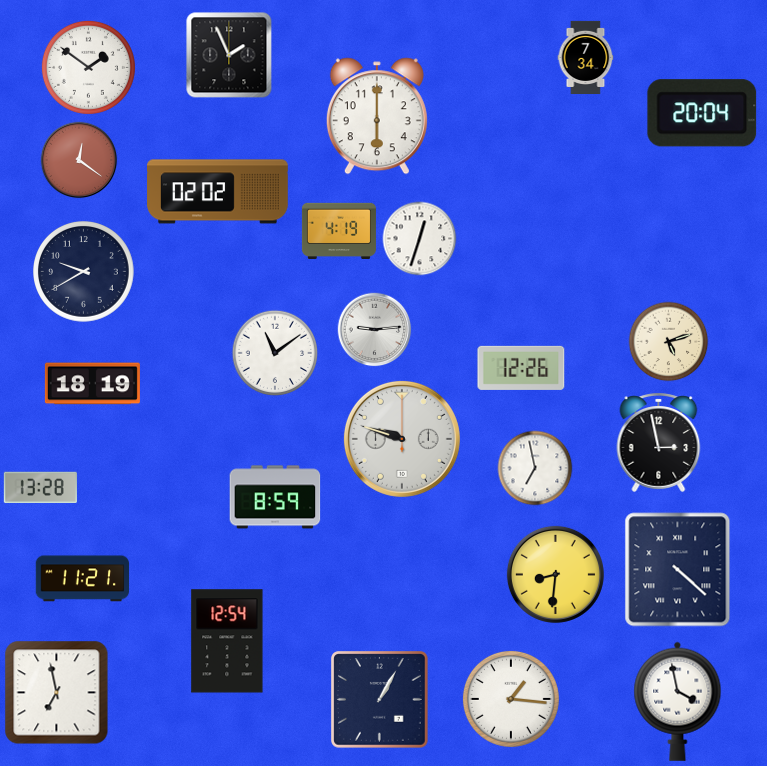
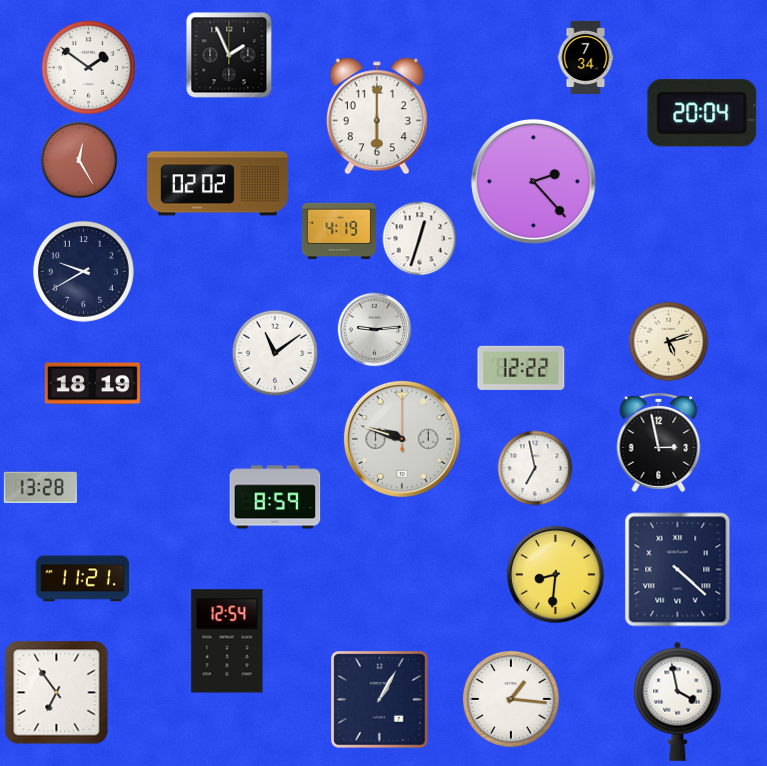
clock at (79, 160): 12:21 -> 12:25
clock at (533, 181): none -> 2:23
clock at (218, 192) position: (218, 192) -> (218, 184)
clock at (521, 368): 12:26 -> 12:22
clock at (57, 693): 6:58 -> 6:54
